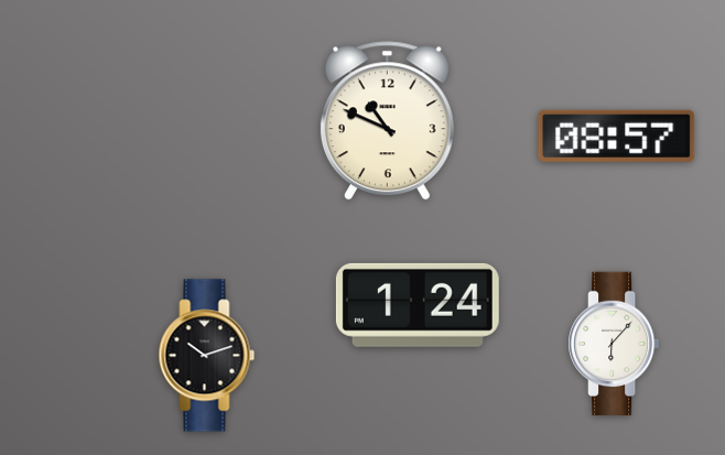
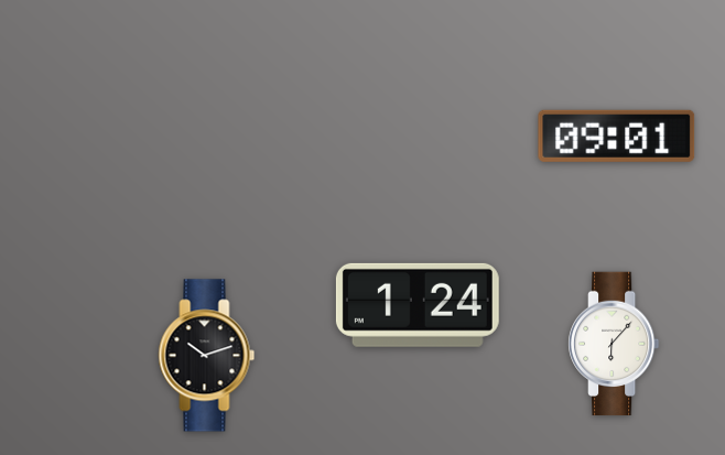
clock at (387, 121): 10:49 -> none
clock at (617, 136): 08:57 -> 09:01
